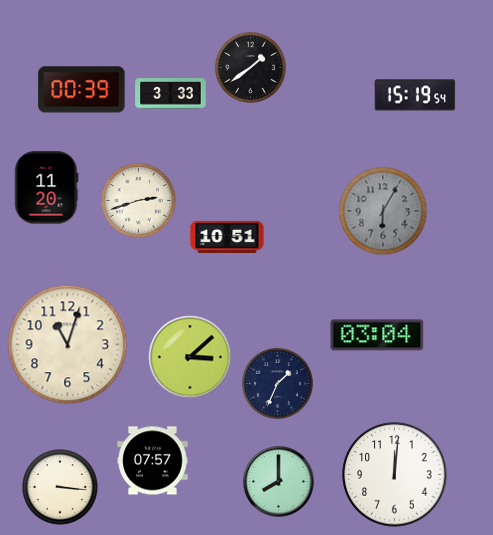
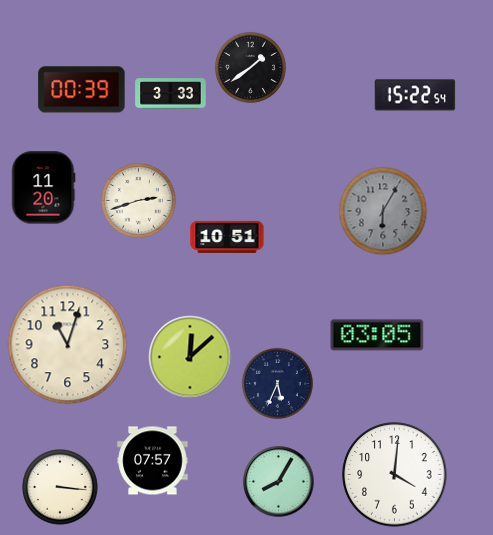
clock at (415, 95): 15:19 -> 15:22
clock at (47, 188) position: (47, 188) -> (44, 188)
clock at (377, 335): 03:04 -> 03:05
clock at (190, 357): 3:08 -> 12:08
clock at (277, 383): 1:34 -> 5:34
clock at (395, 475): 12:01 -> 4:01
clock at (279, 482): 8:00 -> 8:05
